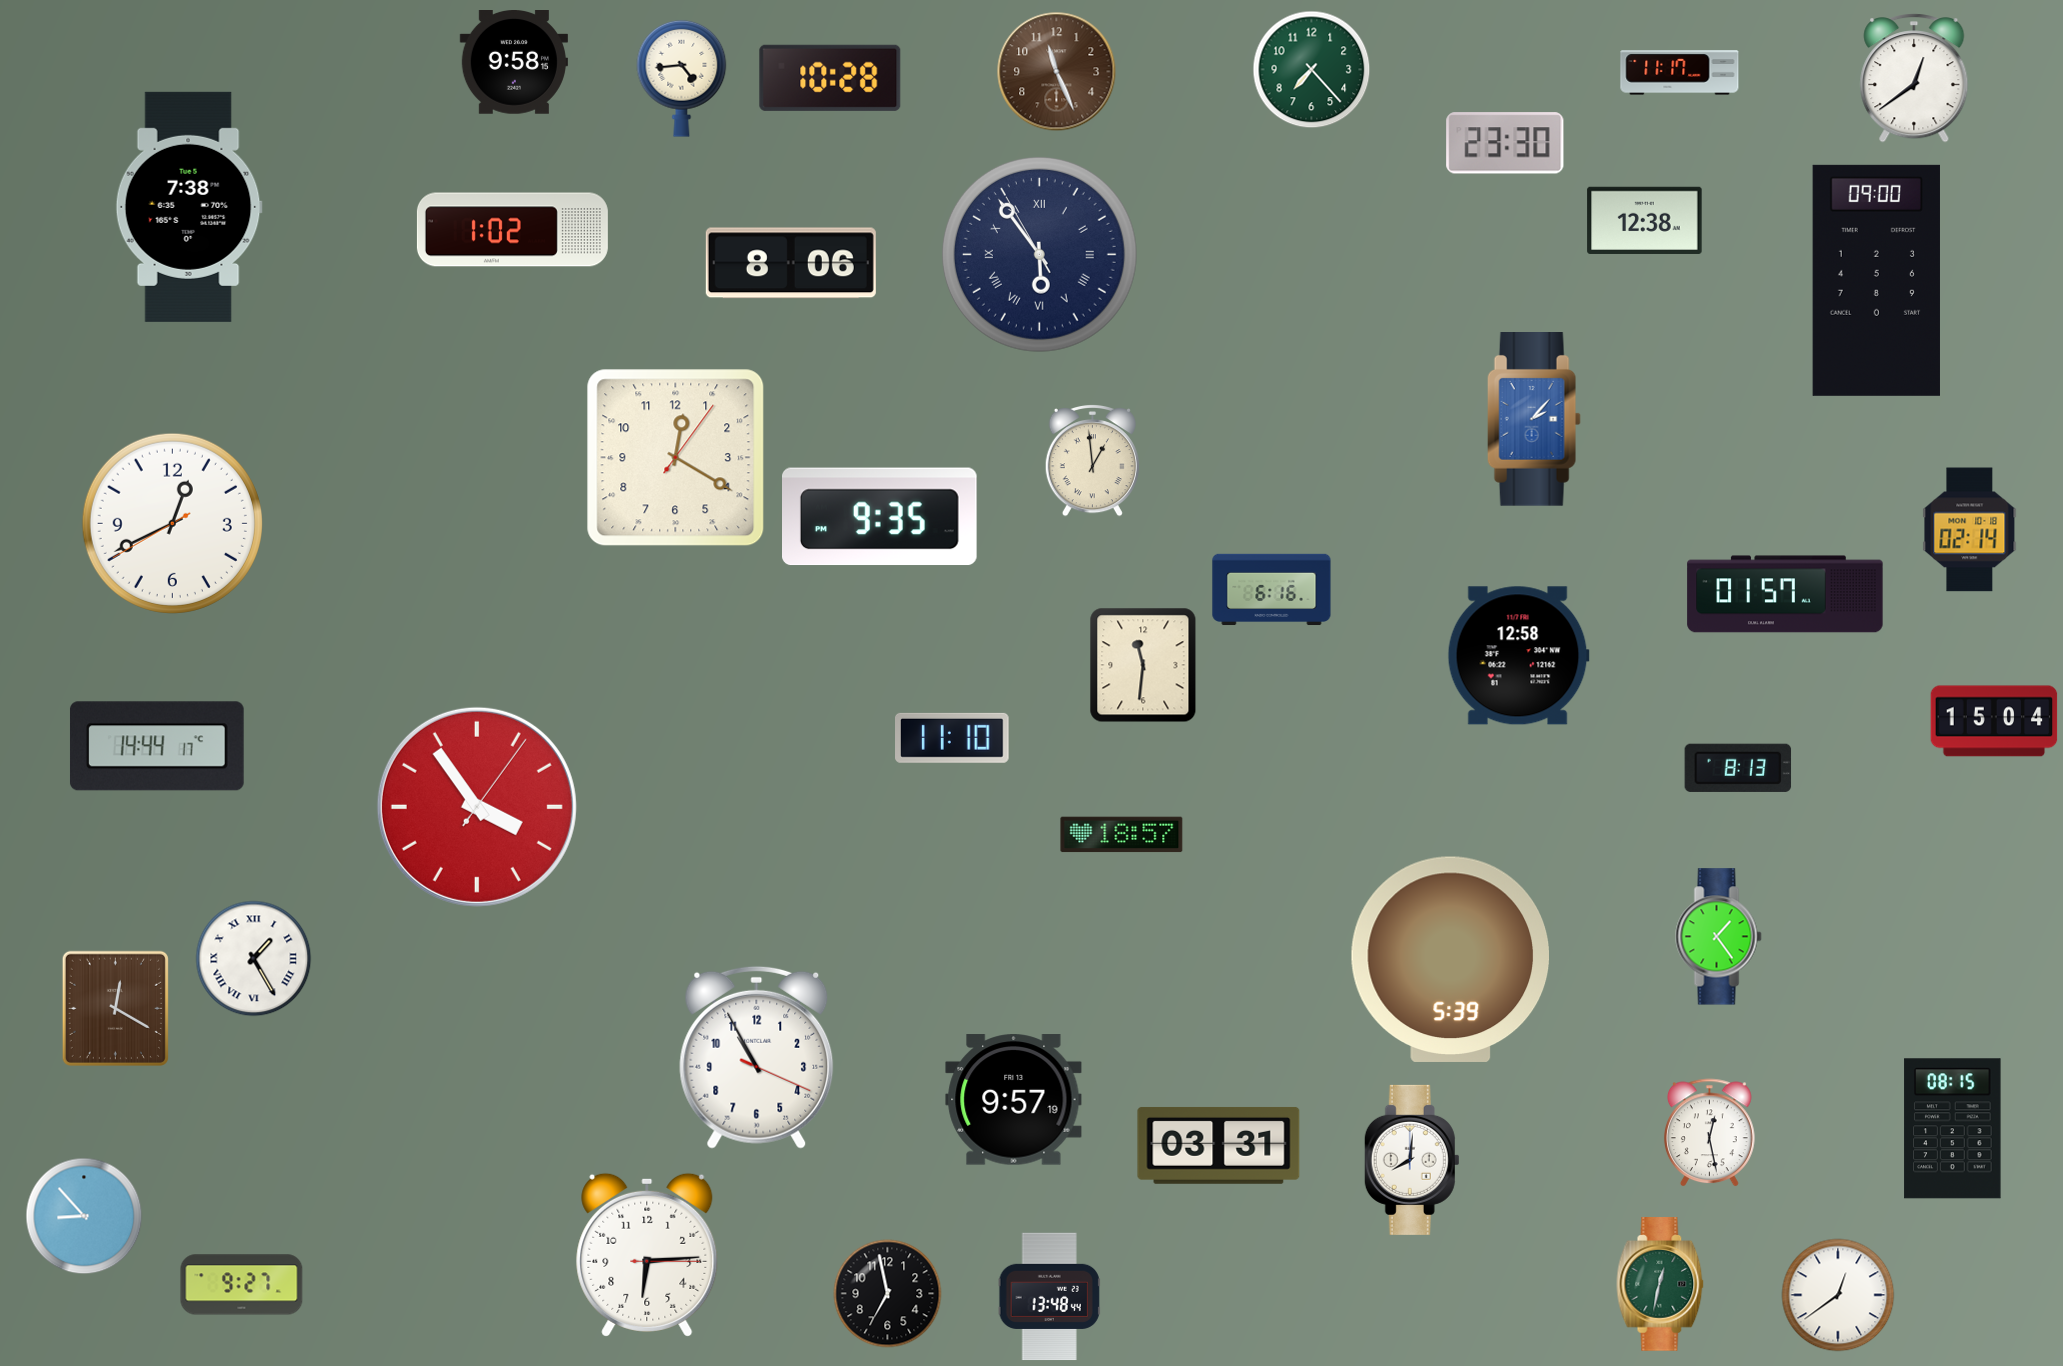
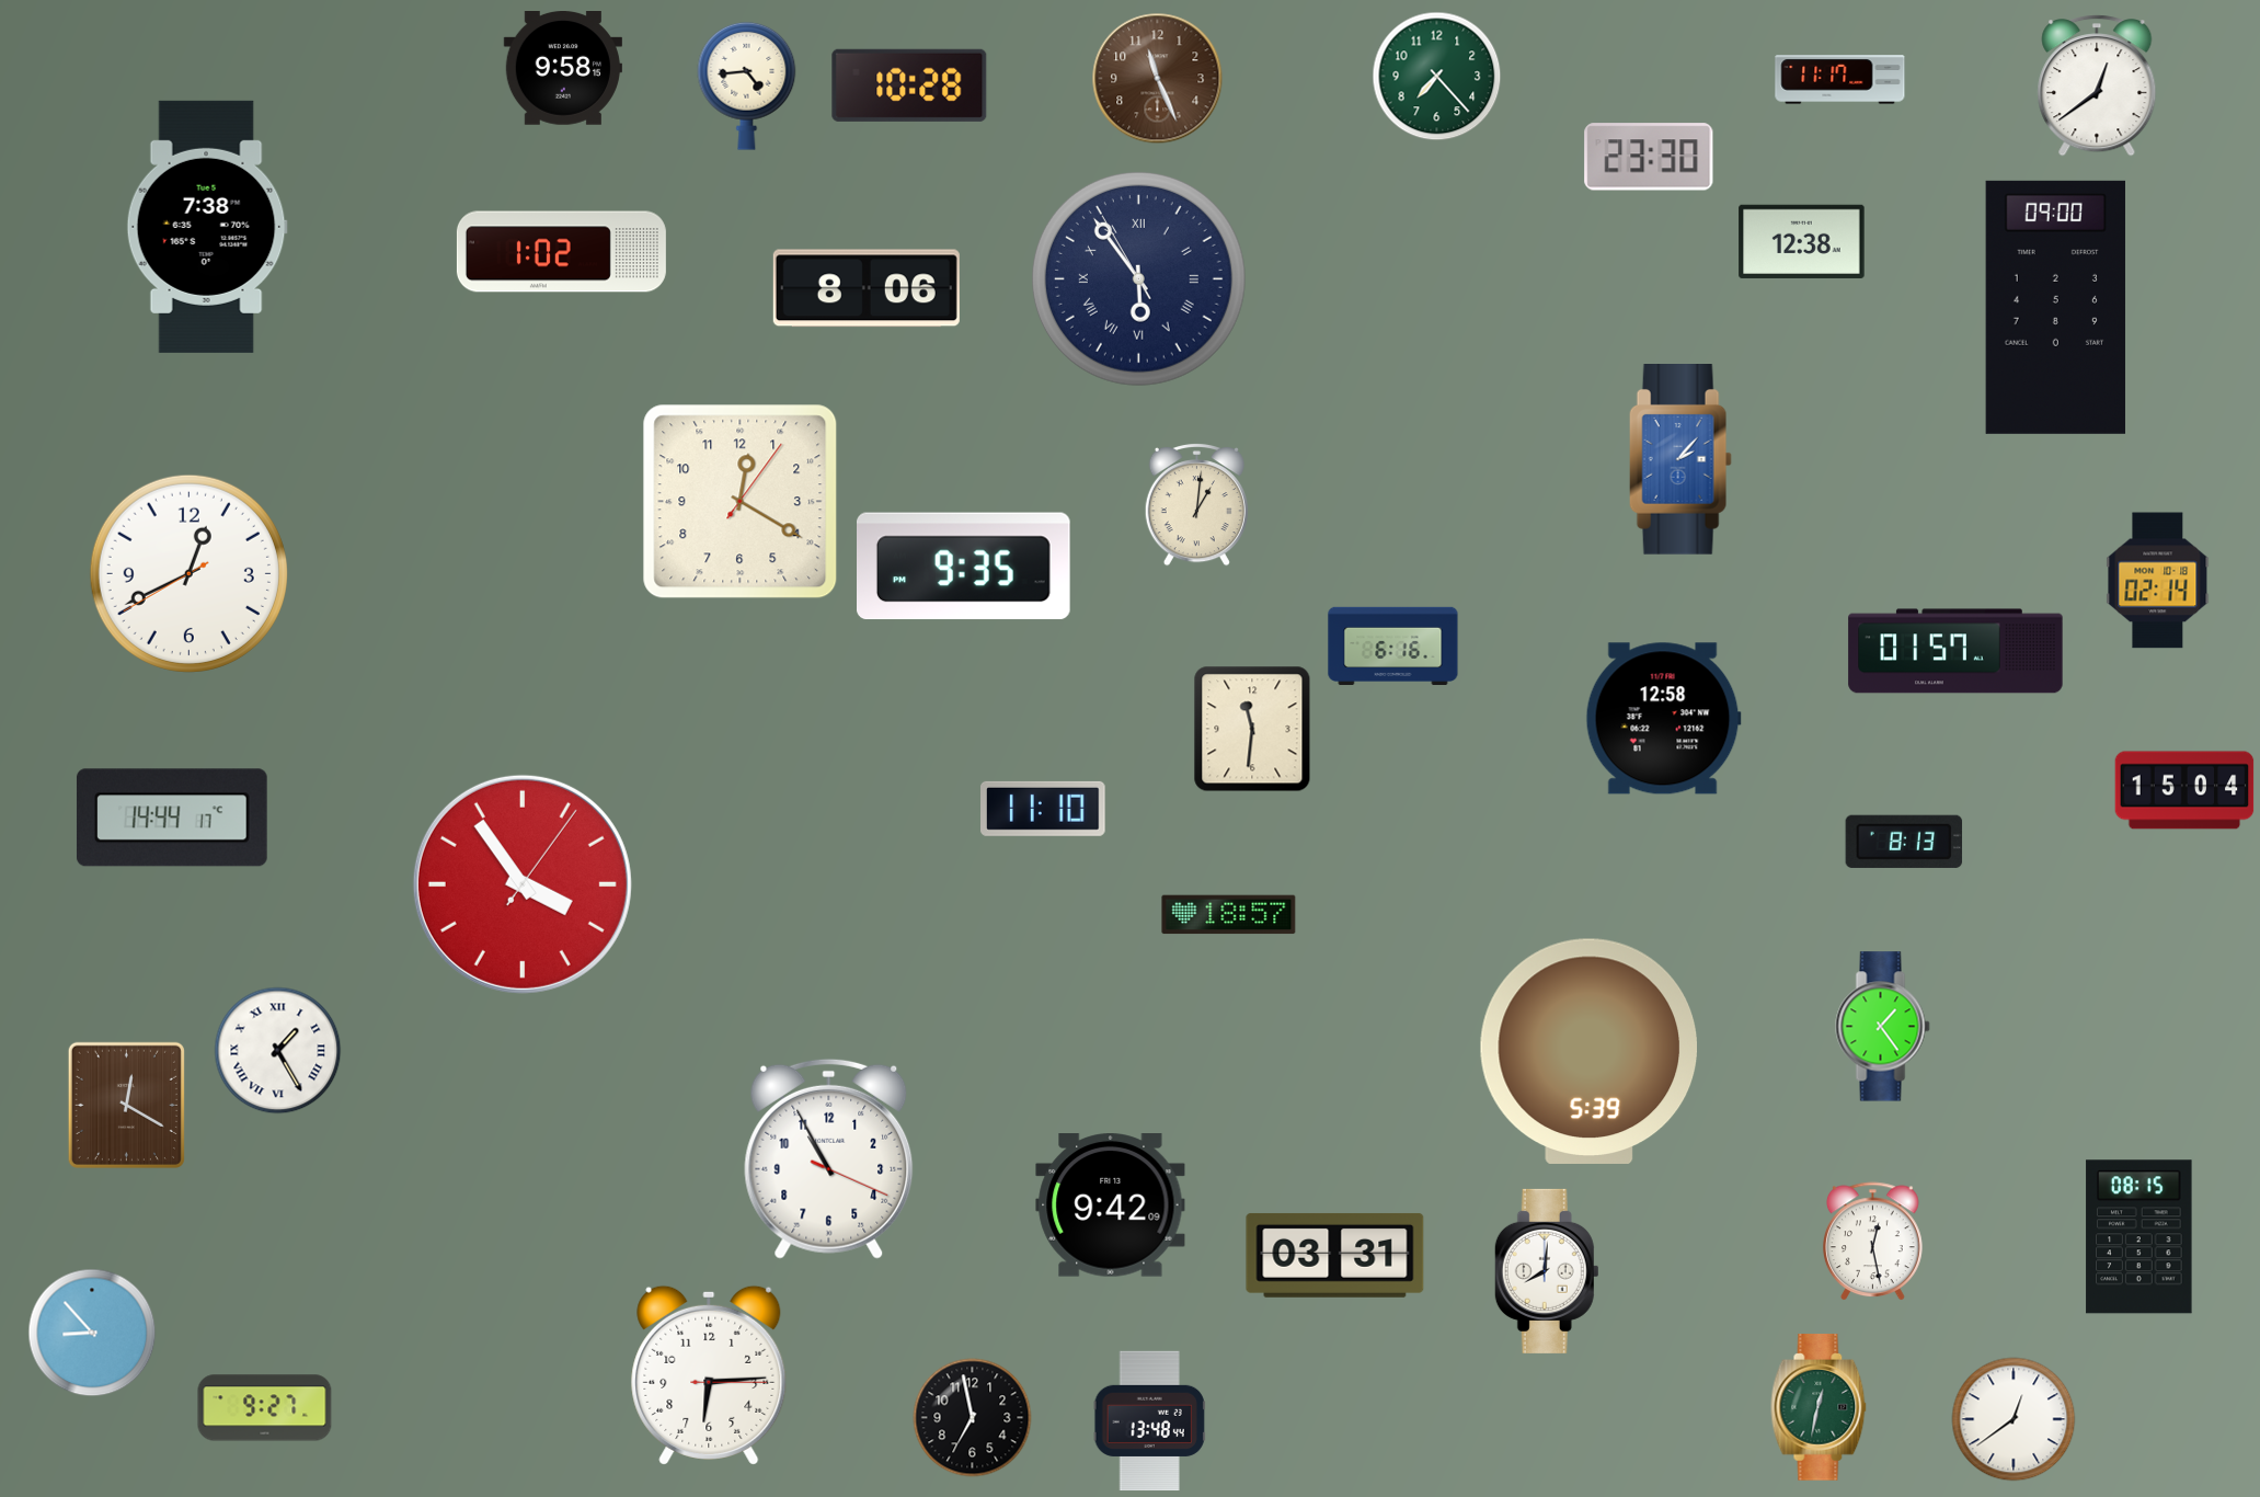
clock at (1092, 461): 12:59 -> 1:01
clock at (1014, 1100): 9:57 -> 9:42
